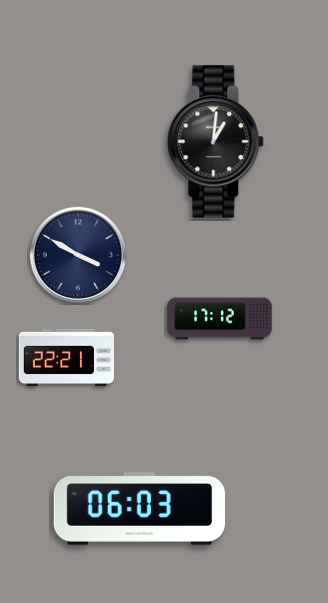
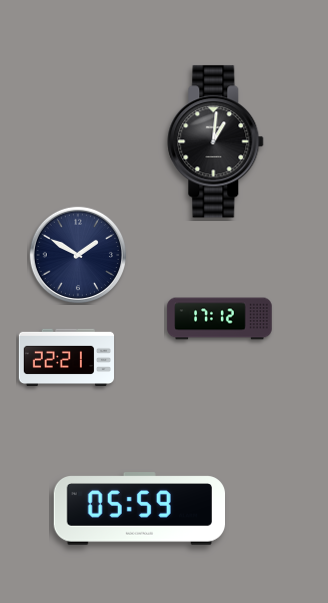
clock at (77, 254): 3:50 -> 1:50
clock at (139, 509): 06:03 -> 05:59
